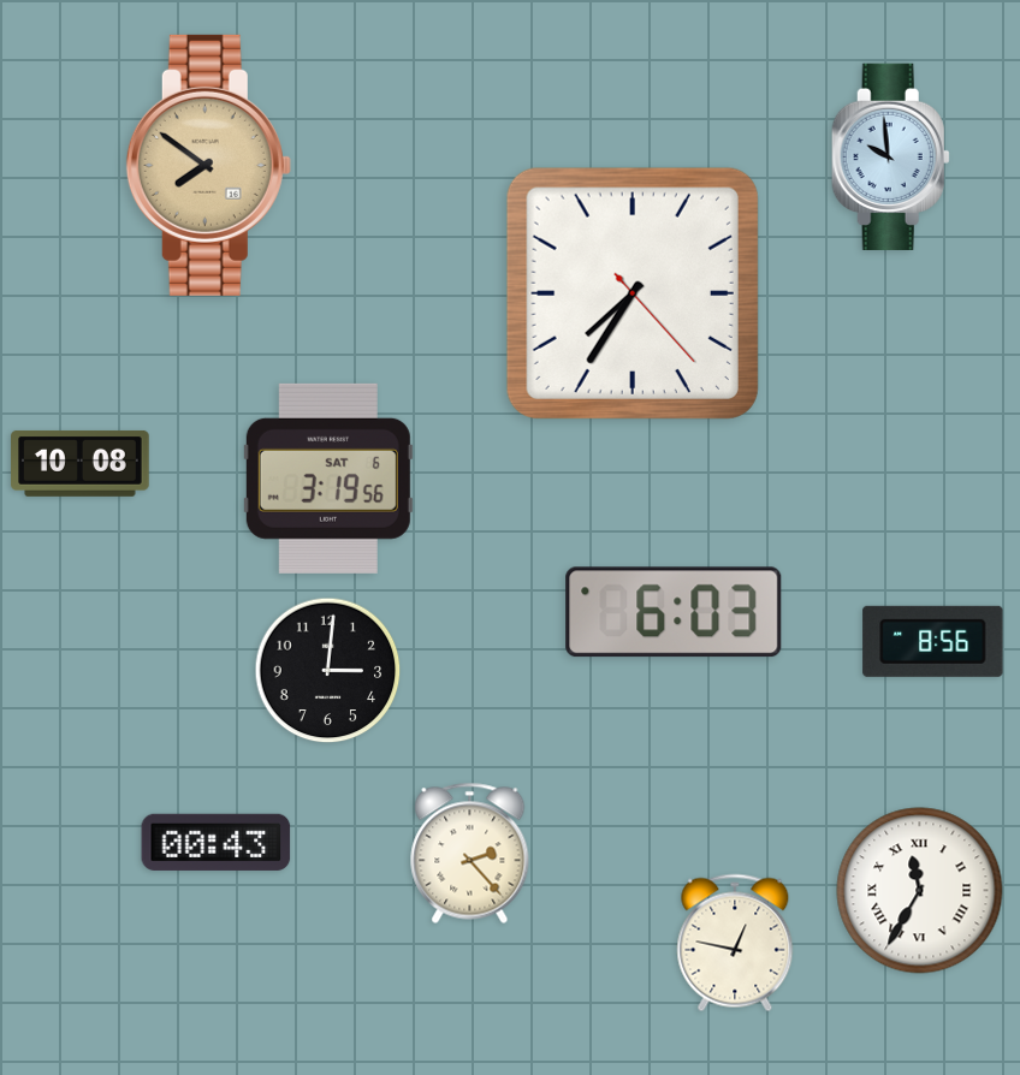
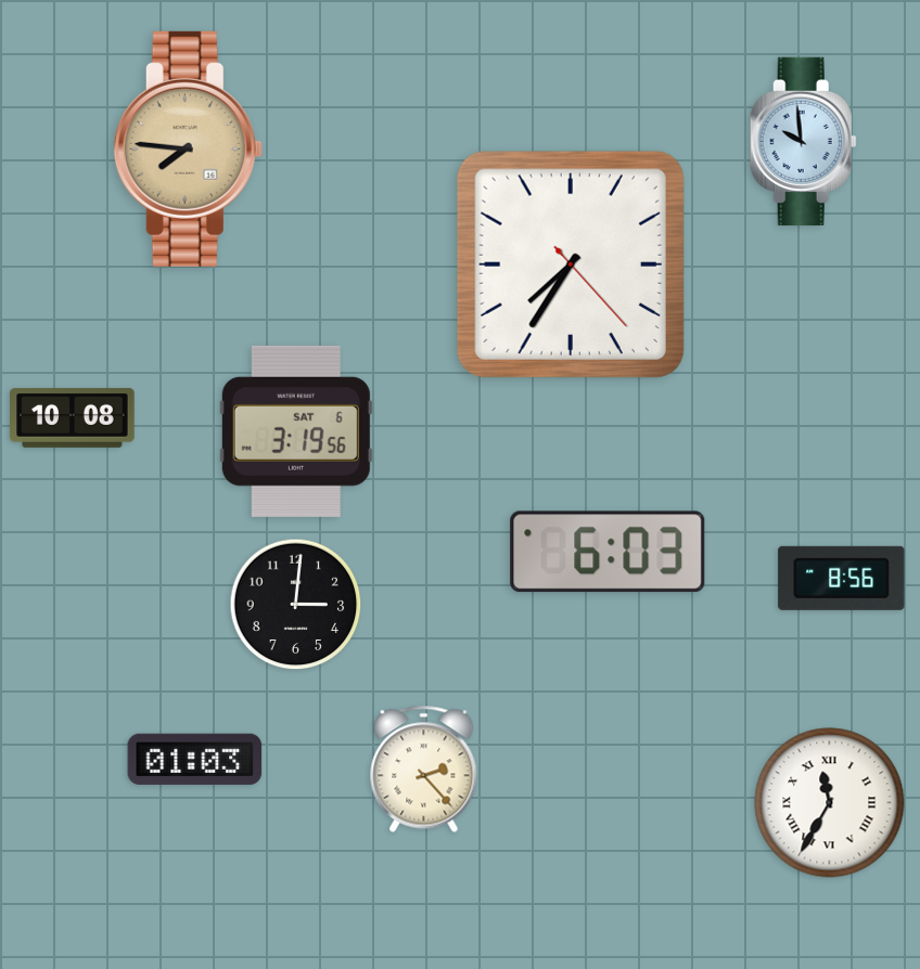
clock at (208, 165): 7:51 -> 7:46
clock at (217, 842): 00:43 -> 01:03
clock at (735, 943): 12:47 -> none
